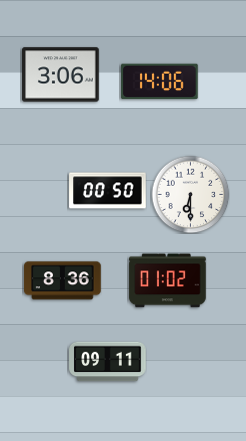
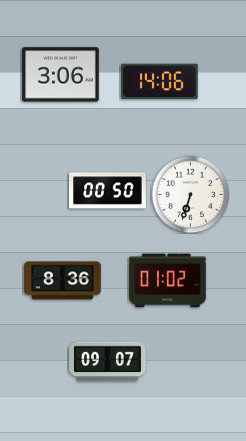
clock at (190, 194): 6:30 -> 6:33
clock at (108, 362): 09:11 -> 09:07
